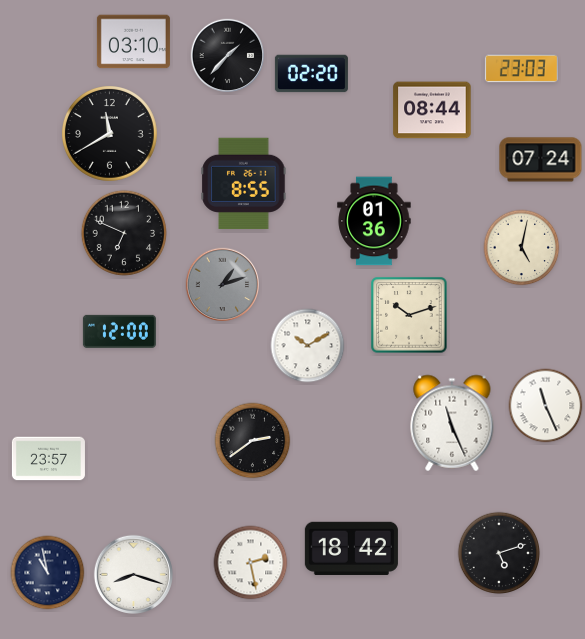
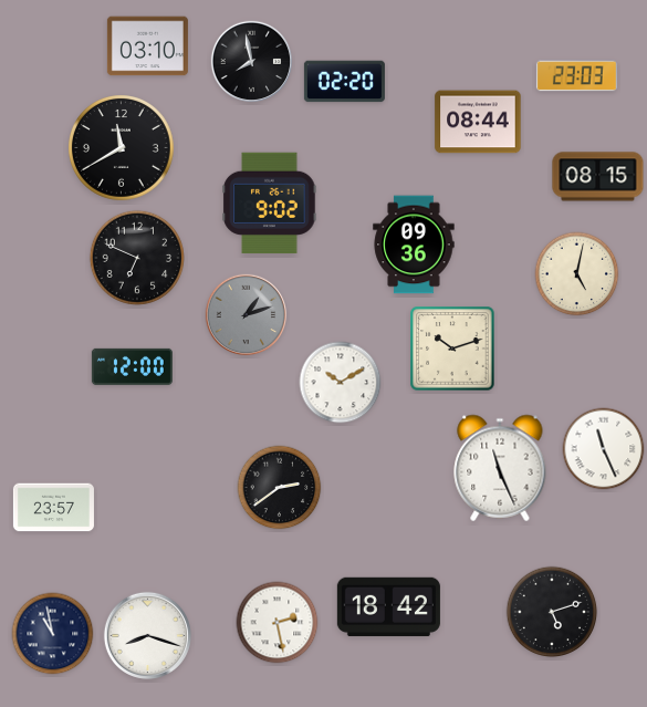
clock at (227, 55): 1:37 -> 7:58
clock at (541, 160): 07:24 -> 08:15
clock at (244, 183): 8:55 -> 9:02
clock at (374, 221): 01:36 -> 09:36
